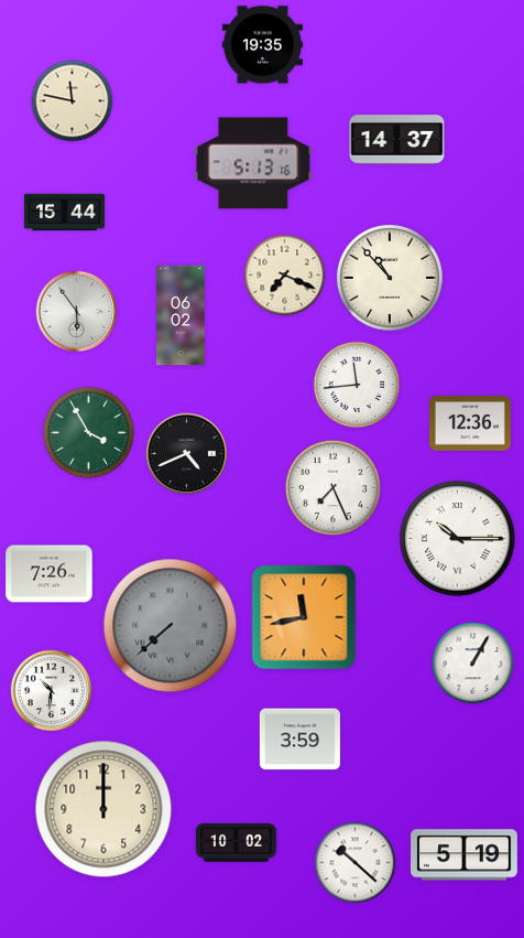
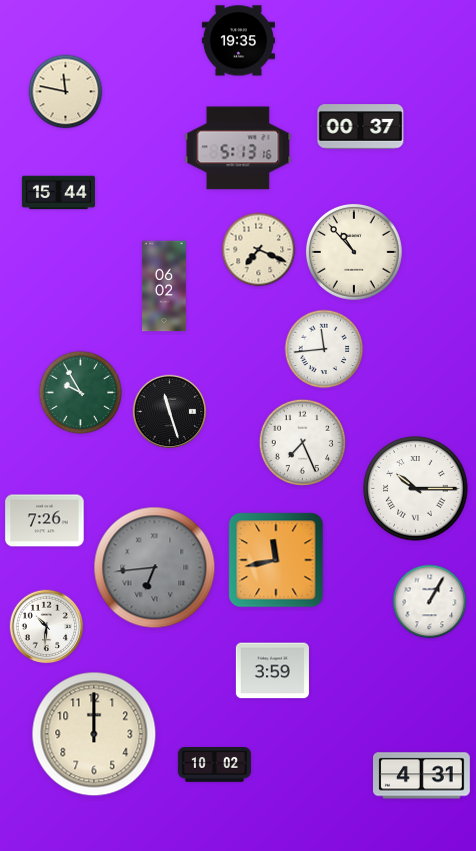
clock at (397, 140): 14:37 -> 00:37
clock at (253, 163) position: (253, 163) -> (238, 148)
clock at (77, 312): 5:54 -> none
clock at (470, 423): 12:36 -> none
clock at (89, 433): 3:55 -> 9:55
clock at (187, 454): 4:41 -> 11:27
clock at (171, 626): 7:38 -> 6:44
clock at (465, 855): 5:19 -> 4:31
clock at (356, 863): 10:22 -> none
